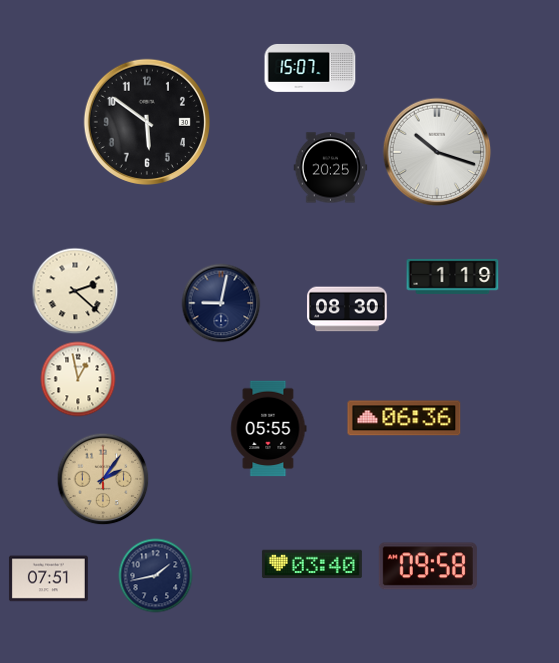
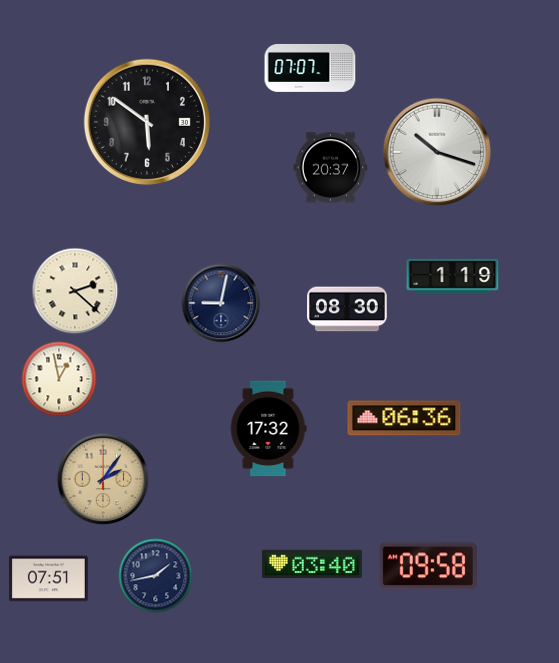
clock at (310, 68): 15:07 -> 07:07
clock at (331, 168): 20:25 -> 20:37
clock at (78, 379) position: (78, 379) -> (59, 379)
clock at (268, 429): 05:55 -> 17:32
